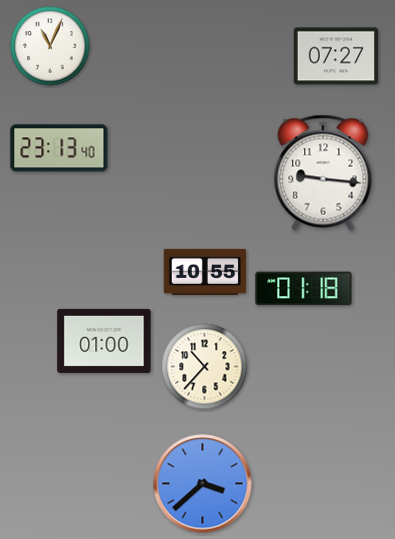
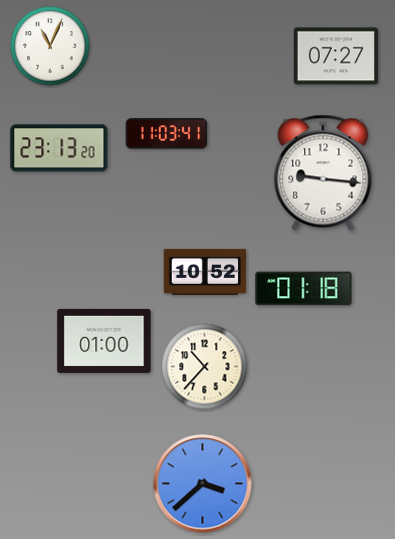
clock at (167, 134): none -> 11:03
clock at (59, 148): 23:13:40 -> 23:13:20
clock at (205, 272): 10:55 -> 10:52
